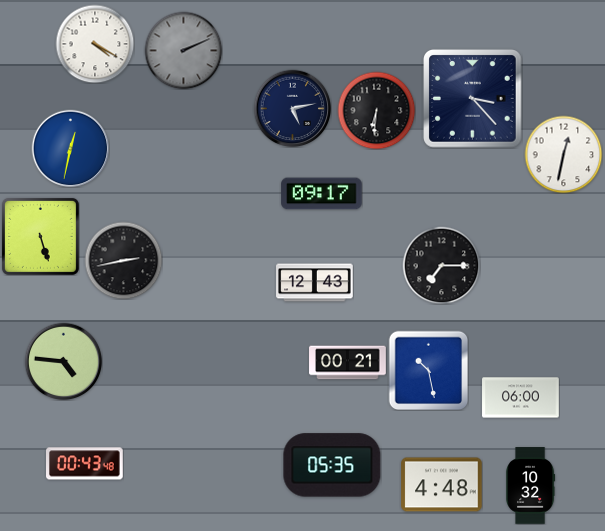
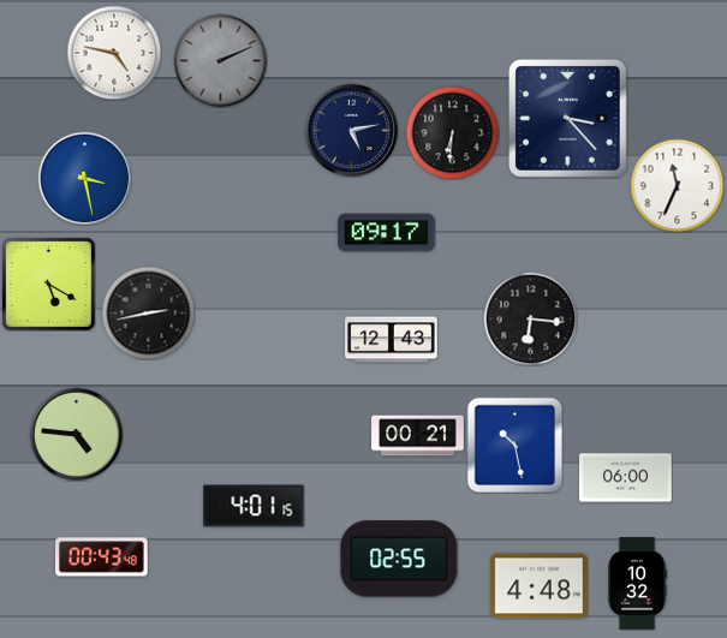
clock at (95, 44): 4:20 -> 4:47
clock at (70, 148): 12:32 -> 3:28
clock at (563, 154): 12:32 -> 11:34
clock at (40, 236): 5:27 -> 5:20
clock at (441, 265): 7:15 -> 6:16
clock at (315, 283) position: (315, 283) -> (392, 340)
clock at (254, 506): none -> 4:01
clock at (332, 465): 05:35 -> 02:55
clock at (442, 485) position: (442, 485) -> (540, 586)
